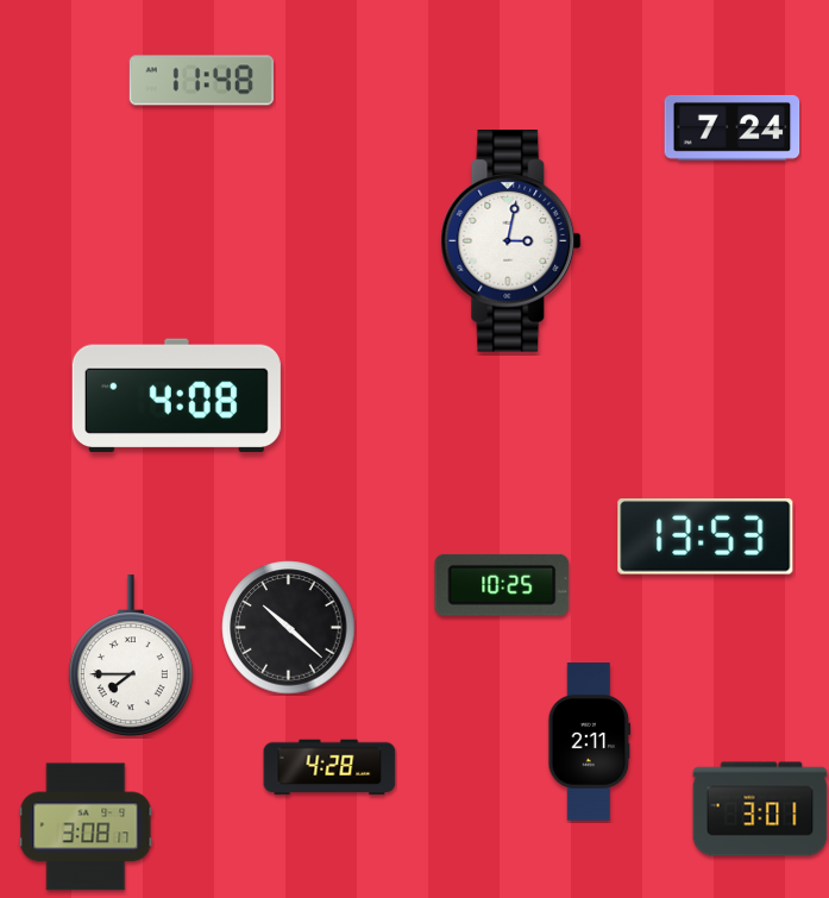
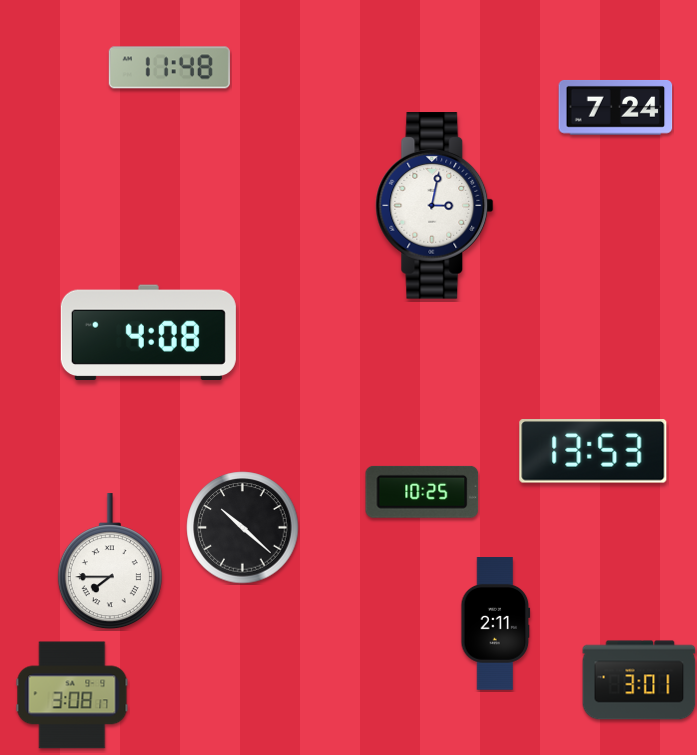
clock at (511, 241) position: (511, 241) -> (435, 206)
clock at (131, 657) position: (131, 657) -> (110, 562)
clock at (329, 767): 4:28 -> none
